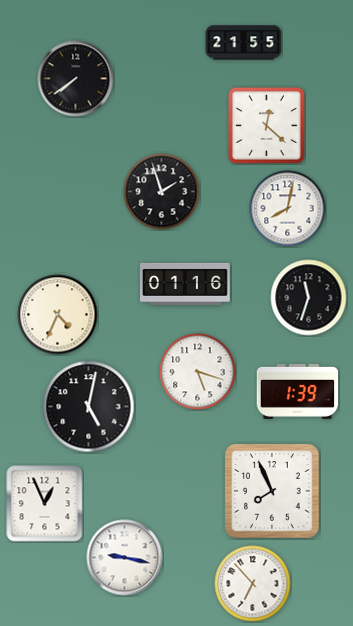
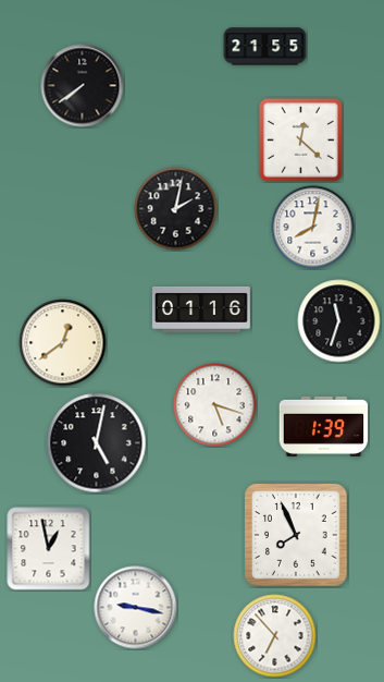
clock at (266, 125) position: (266, 125) -> (300, 139)
clock at (162, 192): 1:57 -> 2:02
clock at (309, 298) position: (309, 298) -> (339, 321)
clock at (58, 315): 4:34 -> 12:39
clock at (45, 504): 12:56 -> 12:58
